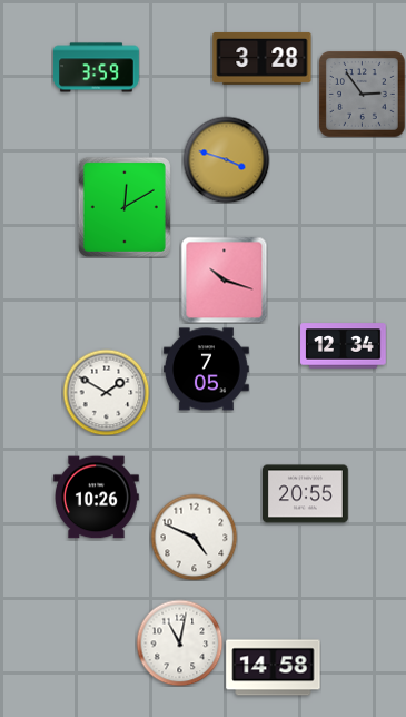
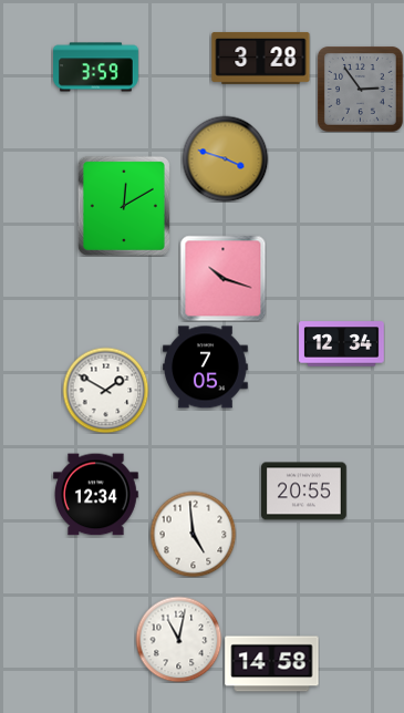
clock at (362, 94) position: (362, 94) -> (360, 89)
clock at (97, 498): 10:26 -> 12:34
clock at (194, 537): 4:49 -> 4:59
